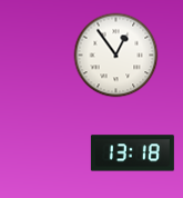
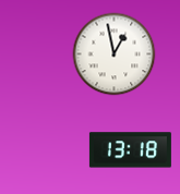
clock at (116, 56): 12:54 -> 12:58
